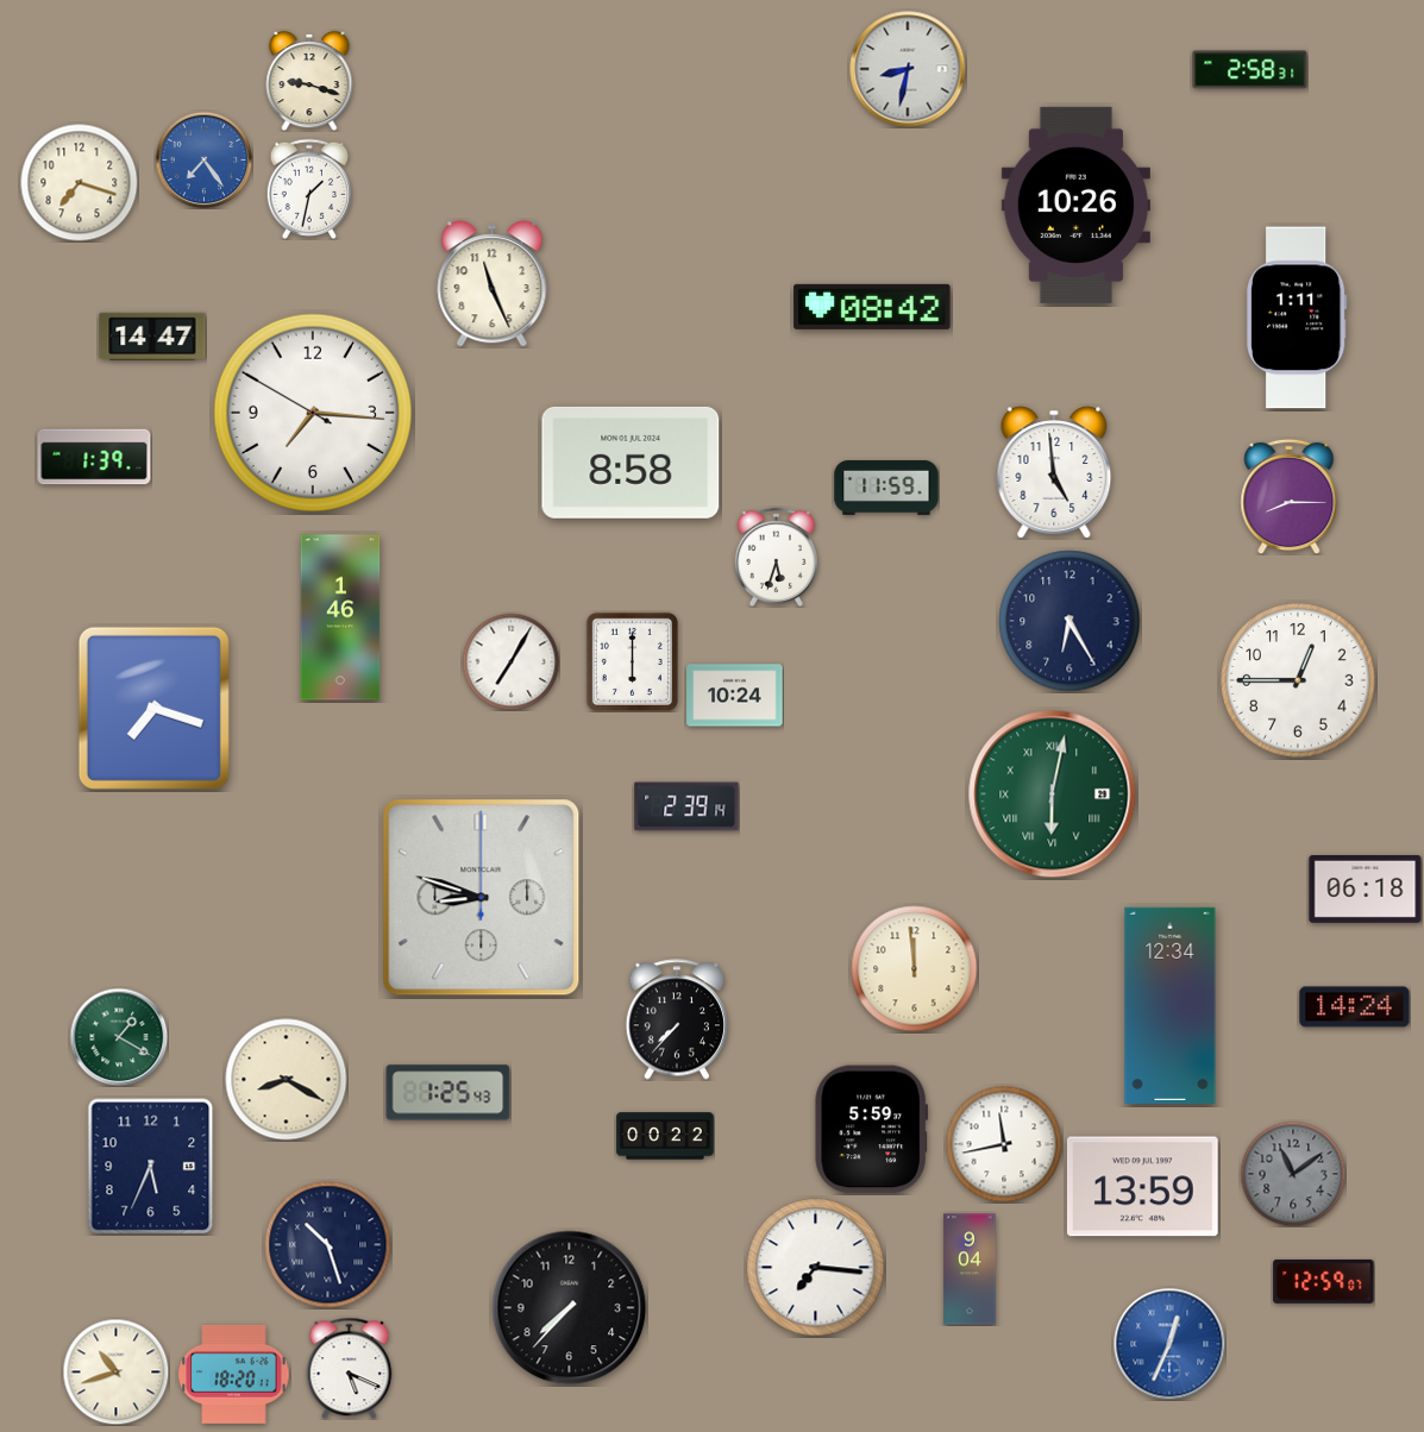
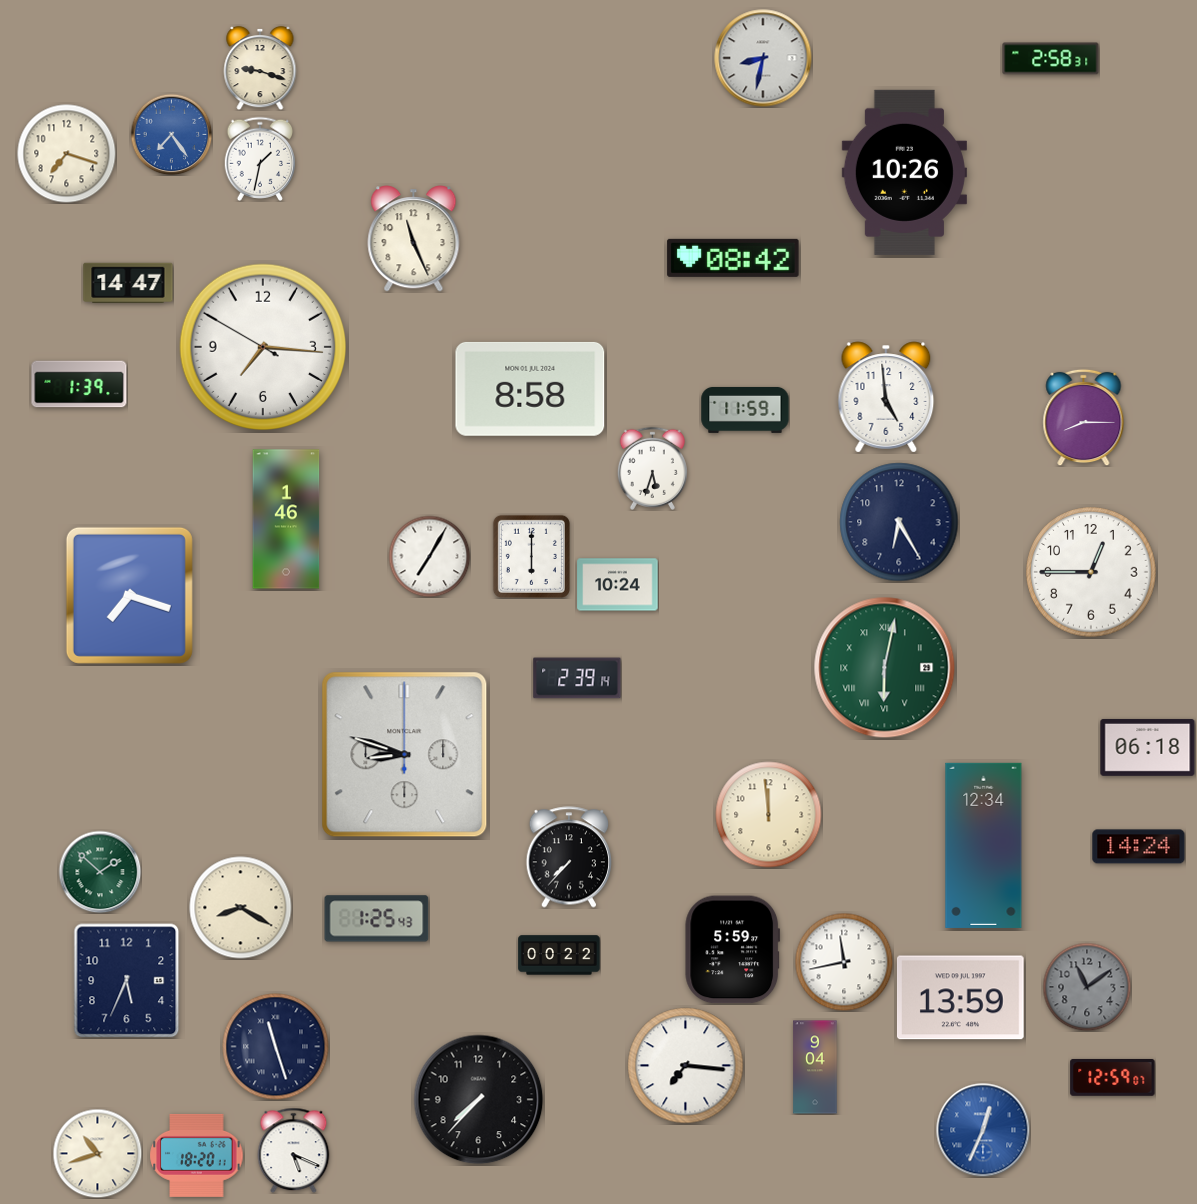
clock at (1297, 318): 1:11 -> none
clock at (119, 1037): 1:20 -> 1:52
clock at (328, 1245): 10:27 -> 11:27
